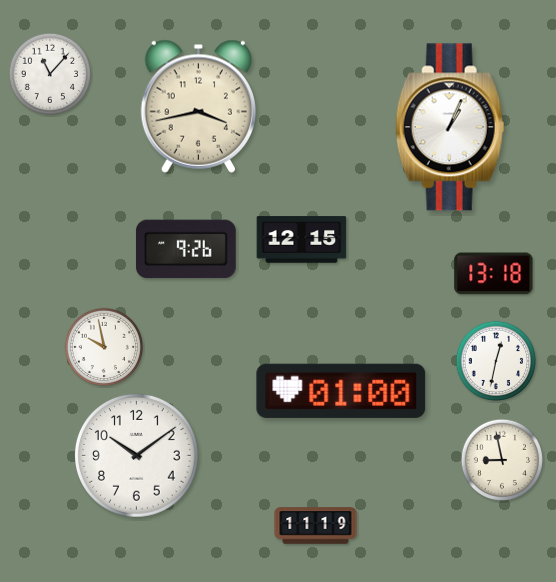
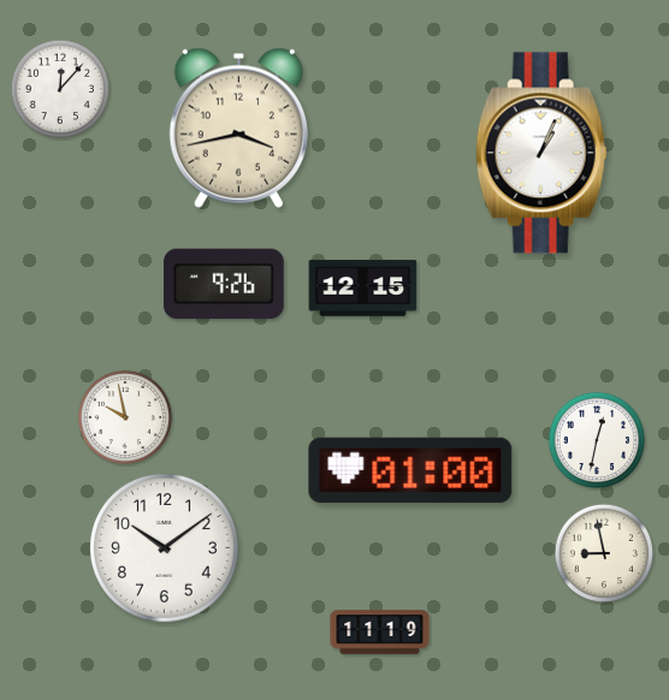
clock at (49, 73): 11:07 -> 12:07
clock at (186, 249) position: (186, 249) -> (224, 284)
clock at (494, 274): 13:18 -> none
clock at (495, 361) position: (495, 361) -> (596, 440)
